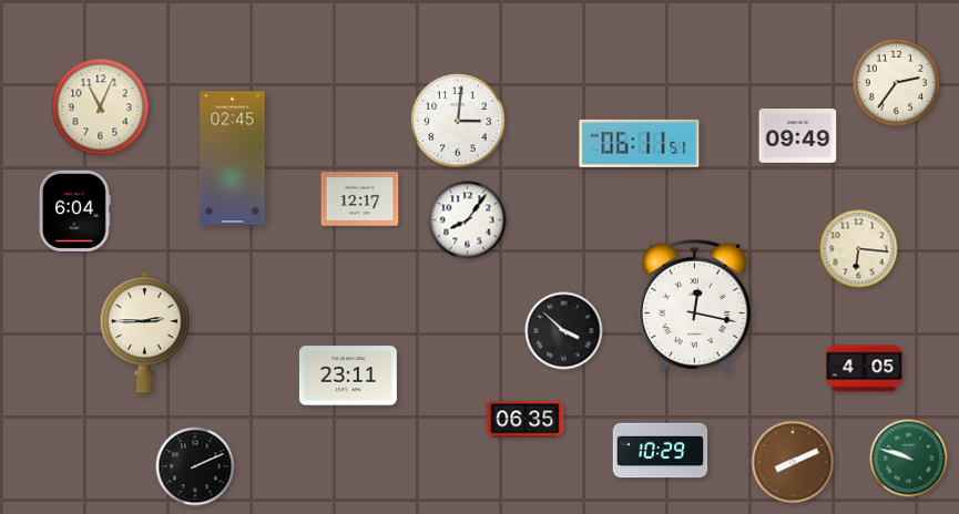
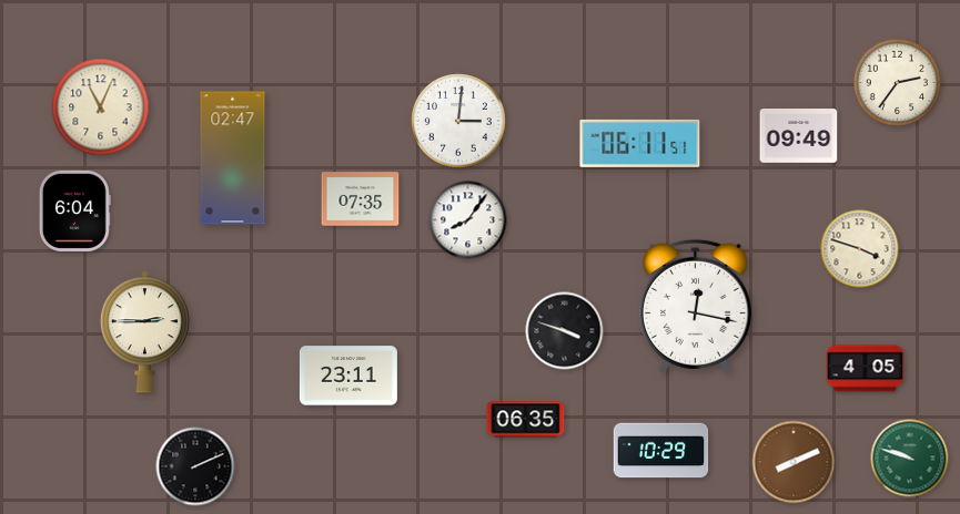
clock at (233, 158): 02:45 -> 02:47
clock at (360, 199): 12:17 -> 07:35
clock at (859, 249): 6:16 -> 3:48
clock at (564, 331): 3:52 -> 3:48
